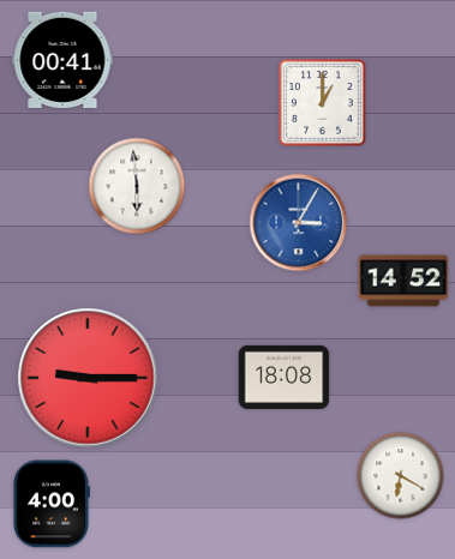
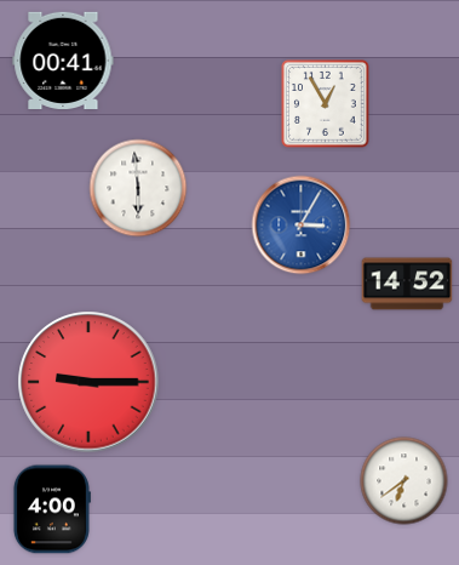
clock at (323, 103): 1:00 -> 12:55
clock at (285, 377): 18:08 -> none
clock at (401, 476): 6:20 -> 6:39
